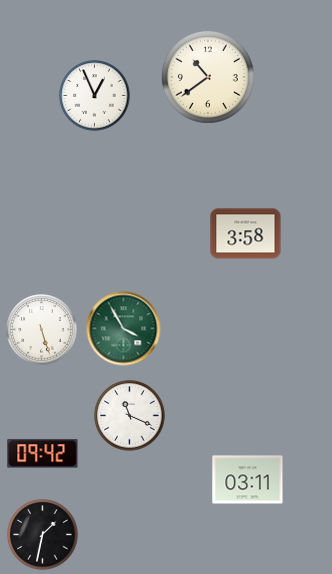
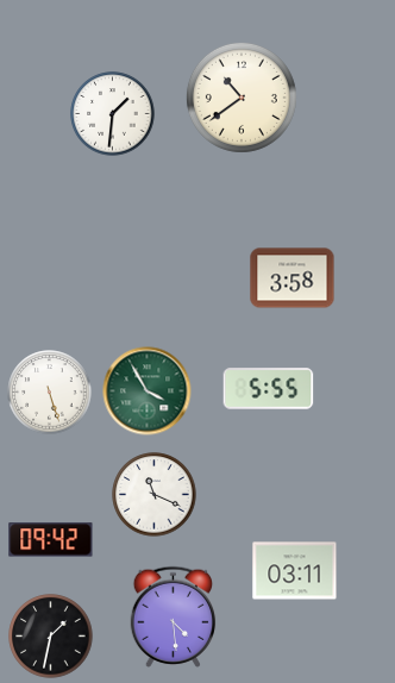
clock at (208, 77) position: (208, 77) -> (242, 98)
clock at (95, 96): 12:56 -> 1:31
clock at (269, 389): none -> 5:55
clock at (174, 616): none -> 4:29
